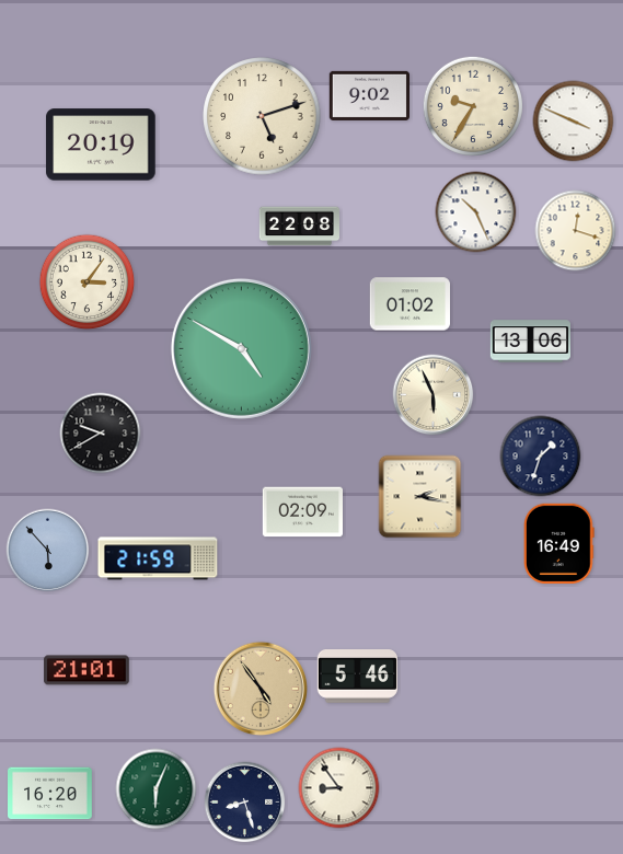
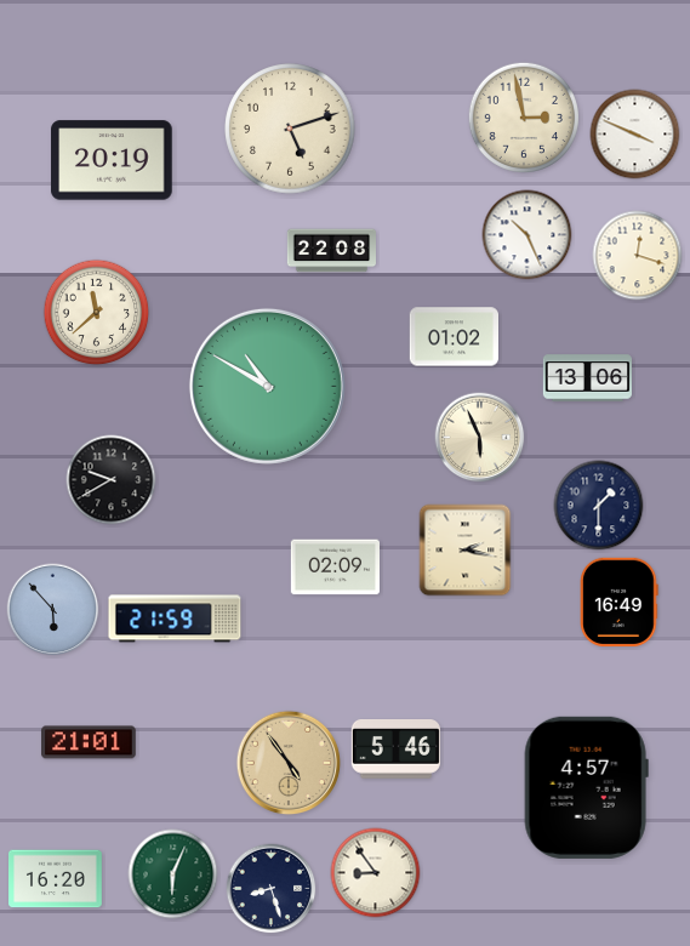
clock at (369, 95): 9:02 -> none
clock at (472, 105): 9:35 -> 2:58
clock at (88, 282): 3:06 -> 11:38
clock at (241, 348): 4:50 -> 10:50
clock at (541, 457): 1:33 -> 1:30
clock at (86, 670) position: (86, 670) -> (89, 742)
clock at (586, 787): none -> 4:57
